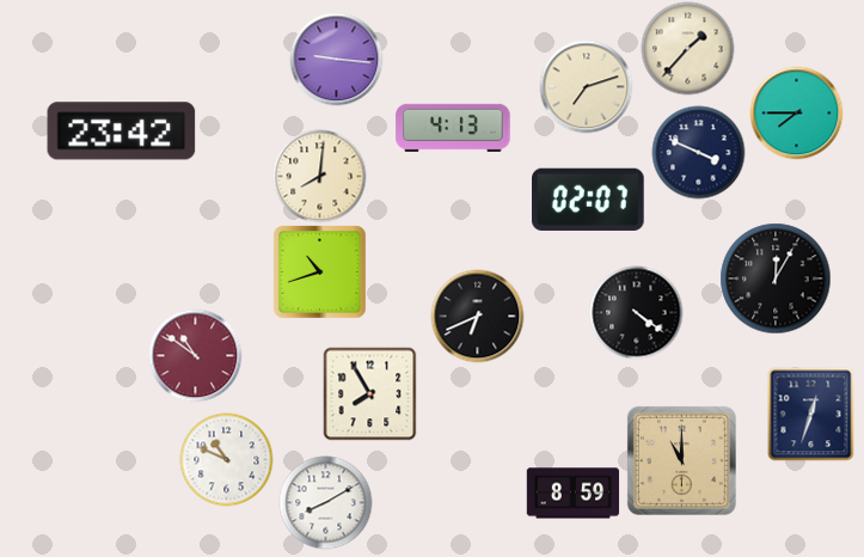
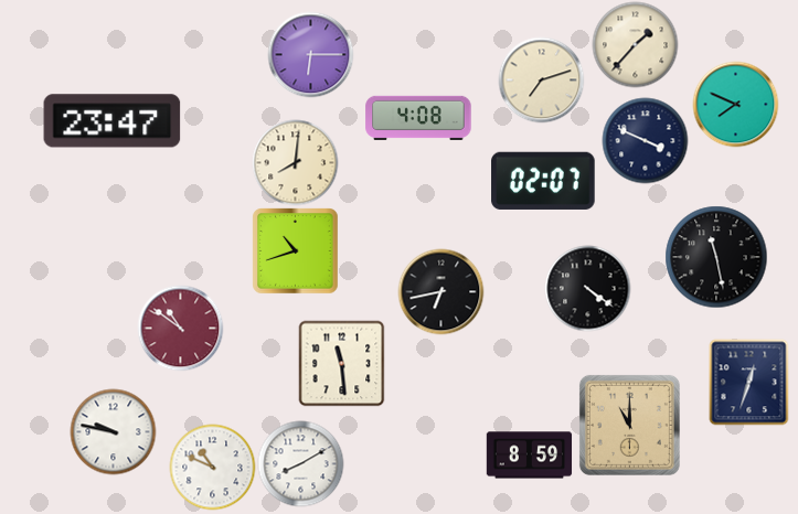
clock at (336, 59): 9:16 -> 6:15
clock at (796, 112): 7:45 -> 7:49
clock at (453, 128): 4:13 -> 4:08
clock at (122, 131): 23:42 -> 23:47
clock at (588, 200) position: (588, 200) -> (543, 181)
clock at (776, 278): 12:05 -> 11:28
clock at (477, 316): 6:41 -> 6:43
clock at (369, 393): 7:55 -> 11:29
clock at (226, 459) position: (226, 459) -> (212, 467)
clock at (113, 431): none -> 9:47
